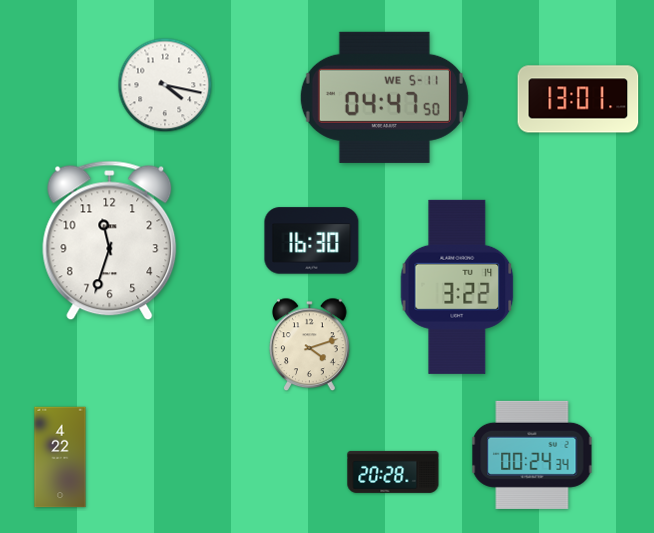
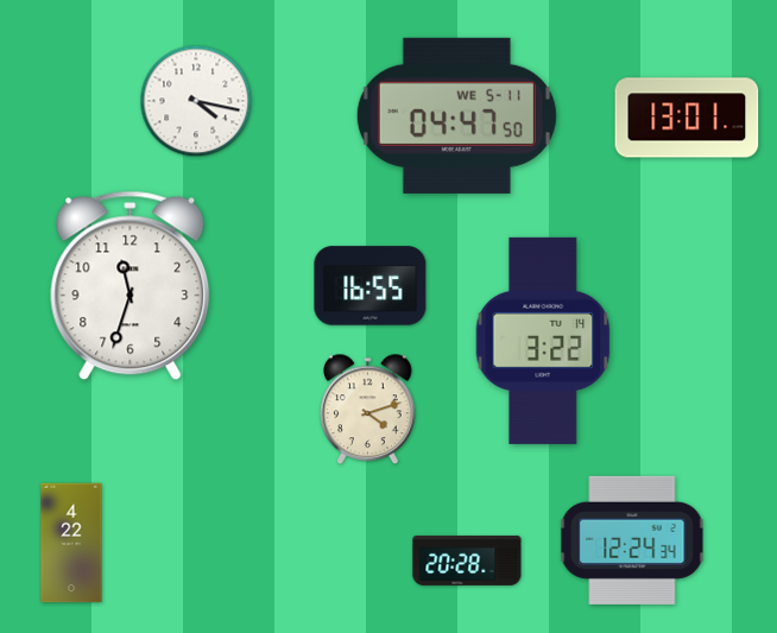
clock at (312, 241): 16:30 -> 16:55
clock at (532, 455): 00:24 -> 12:24
